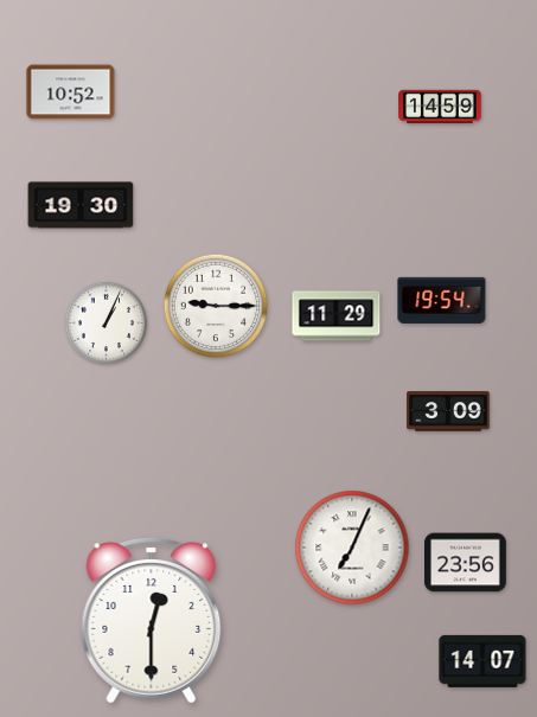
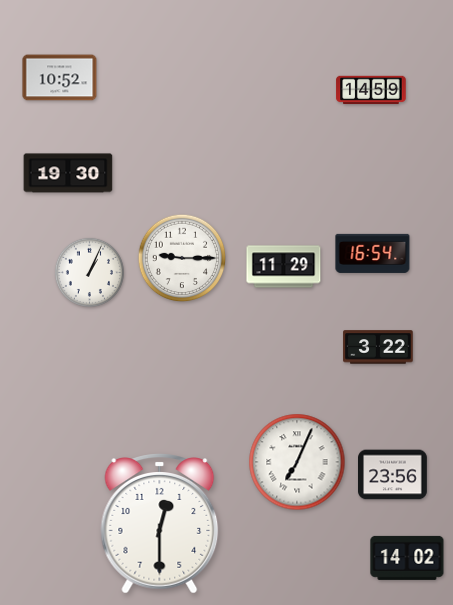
clock at (442, 300): 19:54 -> 16:54
clock at (448, 411): 3:09 -> 3:22
clock at (152, 621) position: (152, 621) -> (160, 524)
clock at (482, 661): 14:07 -> 14:02
